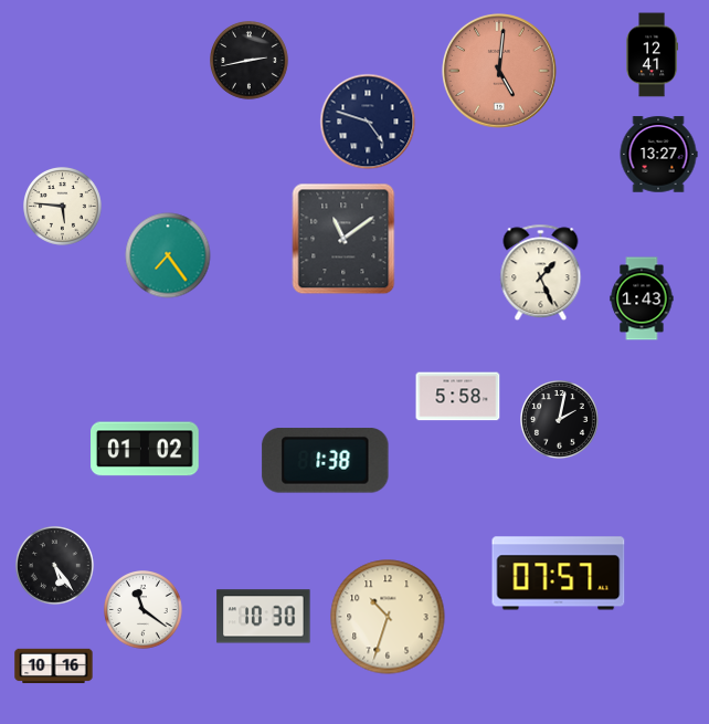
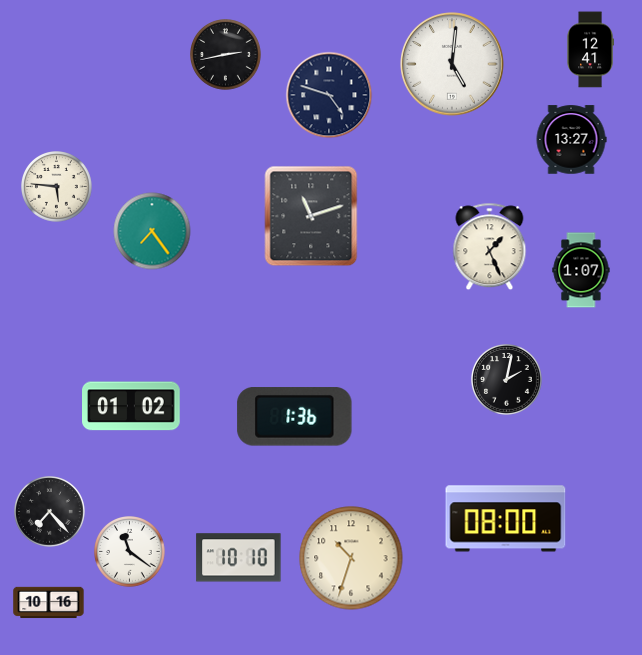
clock at (500, 72) dial: salmon -> white
clock at (368, 122) position: (368, 122) -> (329, 95)
clock at (658, 155) position: (658, 155) -> (571, 140)
clock at (343, 239): 11:09 -> 11:12
clock at (642, 298): 1:43 -> 1:07
clock at (458, 397): 5:58 -> none
clock at (326, 461): 1:38 -> 1:36
clock at (55, 566): 5:24 -> 7:23
clock at (559, 574): 07:57 -> 08:00
clock at (264, 617): 10:30 -> 10:10
